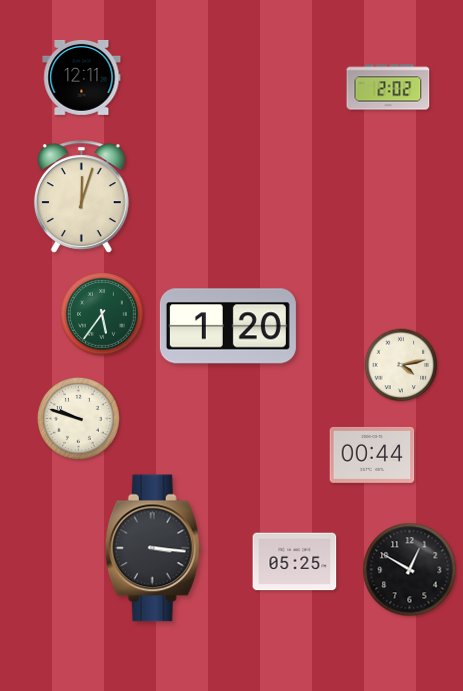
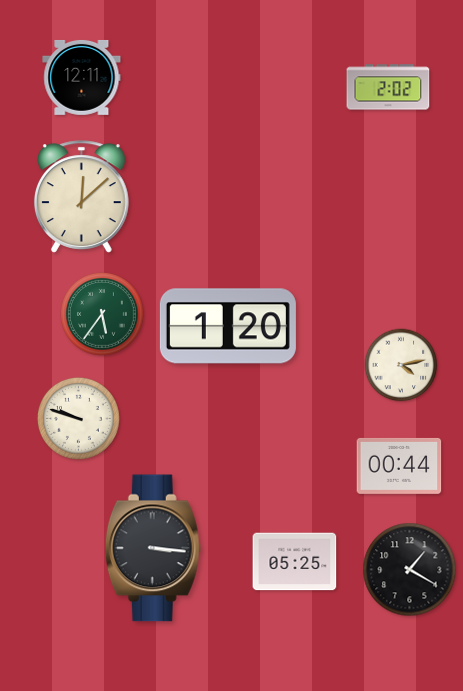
clock at (81, 197): 12:03 -> 12:08
clock at (372, 455) position: (372, 455) -> (399, 466)
clock at (410, 570): 12:50 -> 1:20
